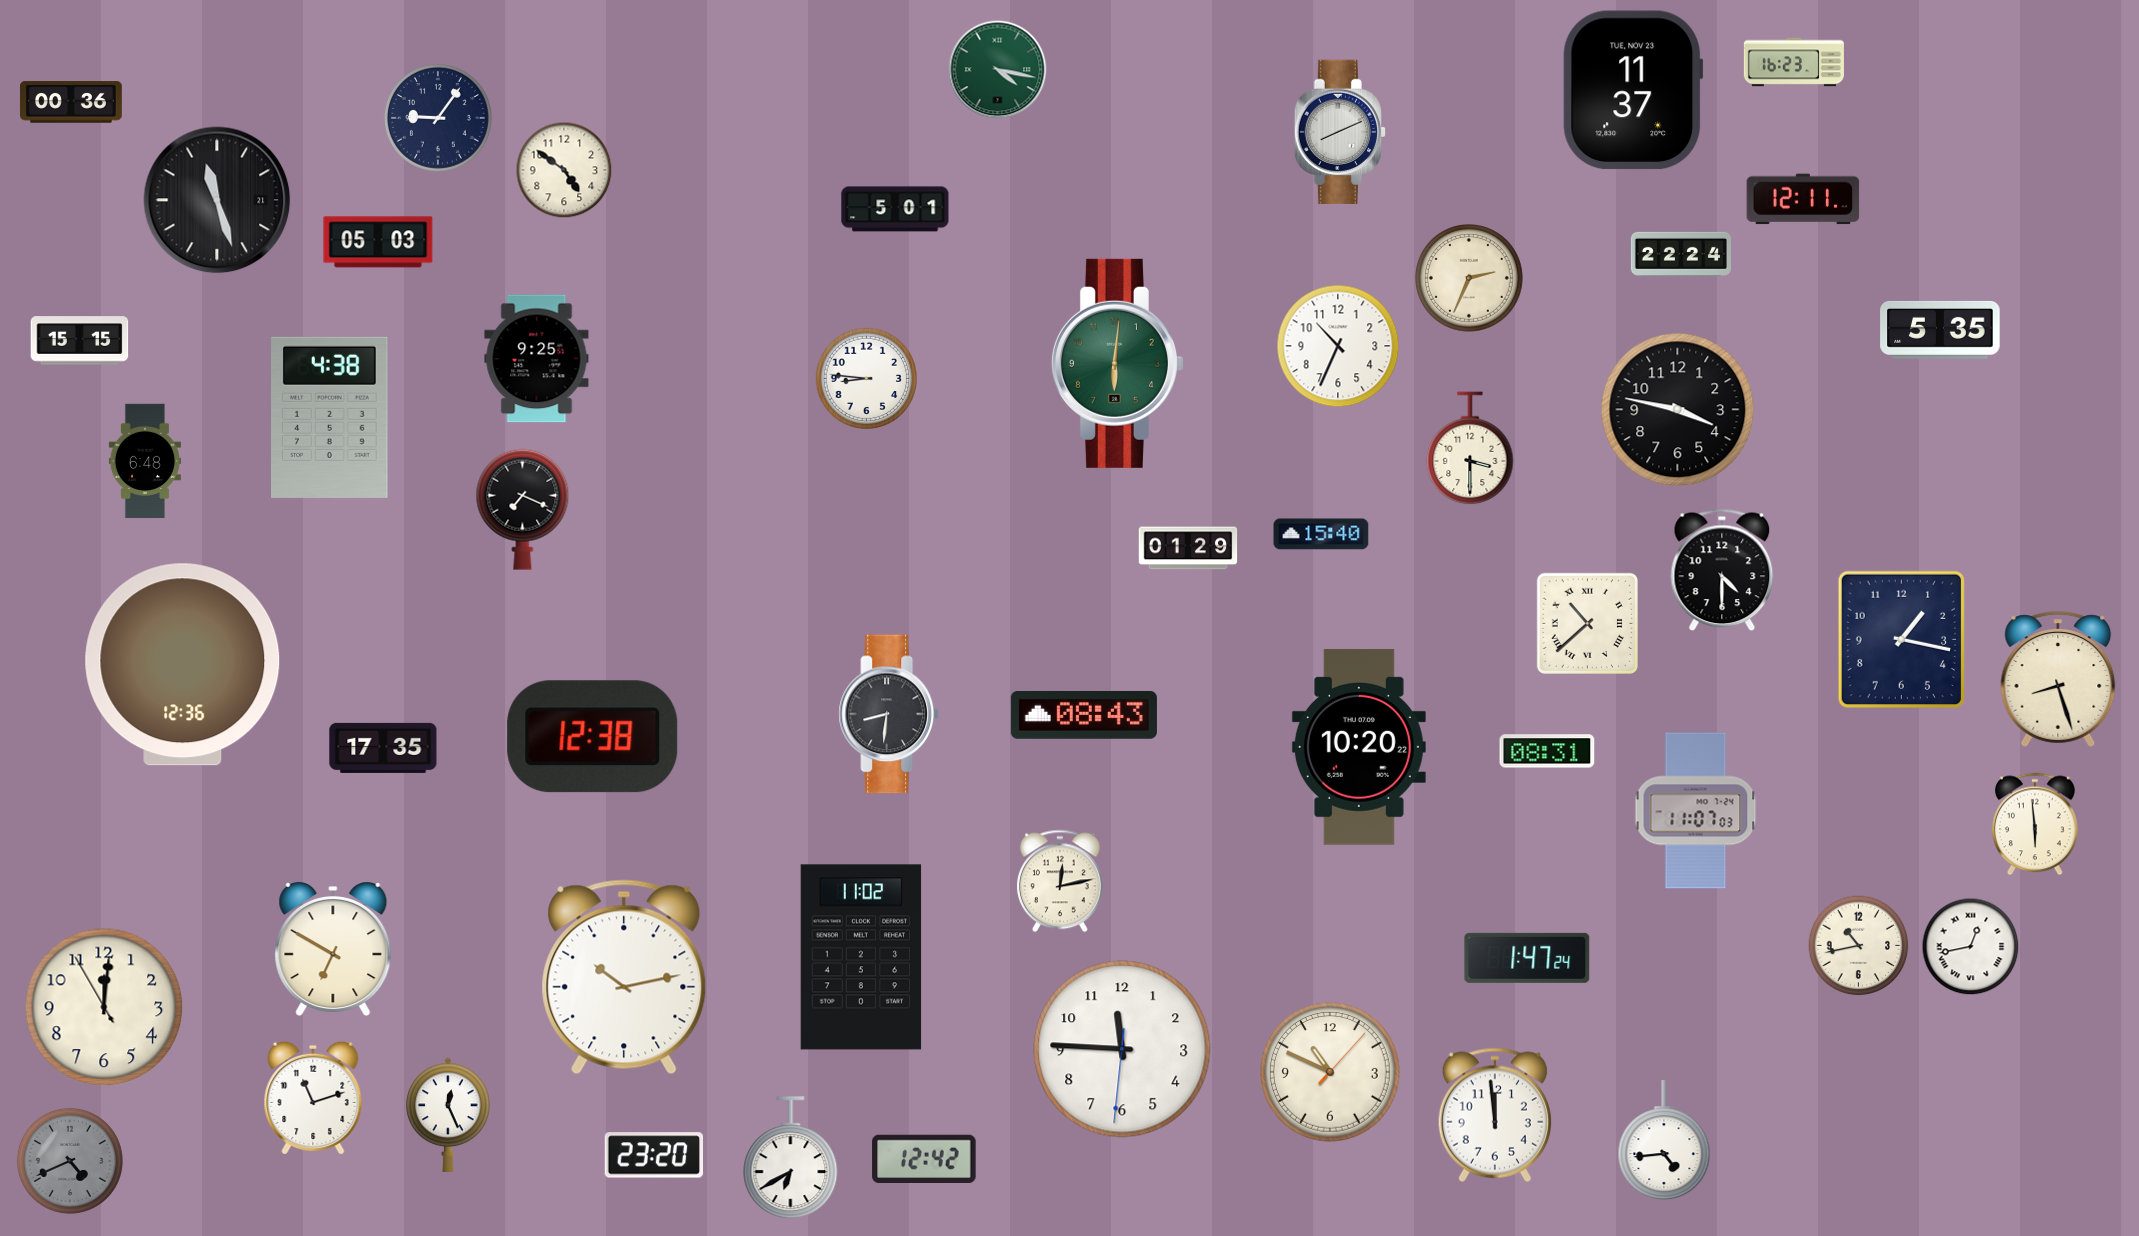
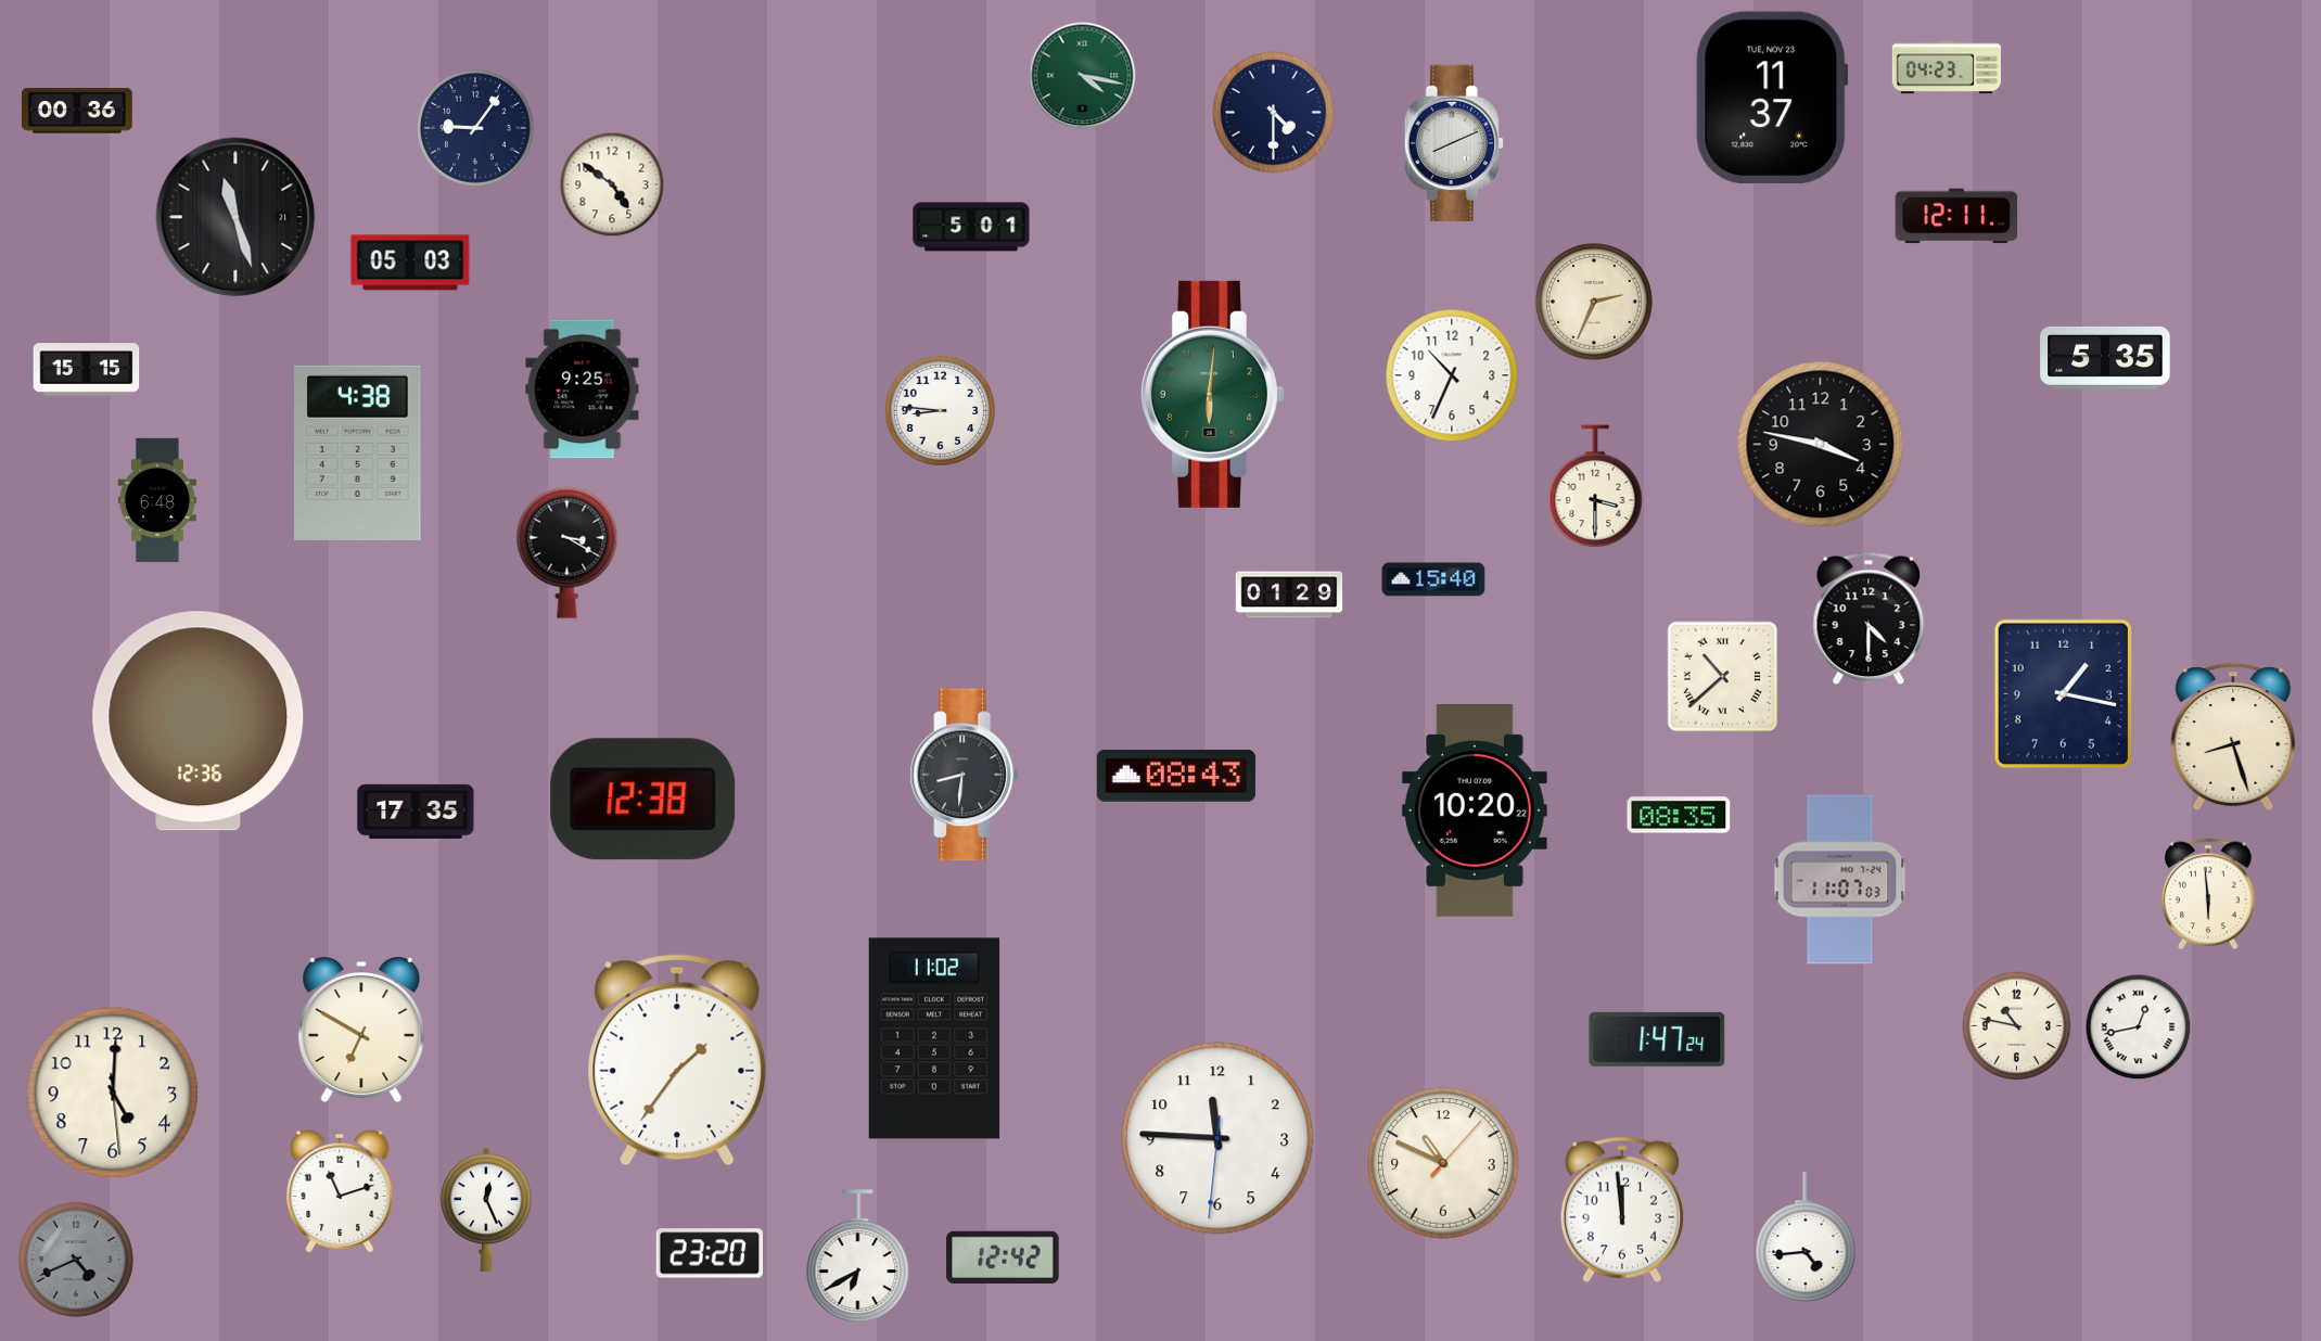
clock at (1794, 62): 16:23 -> 04:23
clock at (1274, 113): none -> 4:30
clock at (1681, 254): 22:24 -> none
clock at (523, 509): 7:19 -> 3:20
clock at (1547, 751): 08:31 -> 08:35
clock at (1060, 881): 12:13 -> none
clock at (1859, 946): 10:43 -> 10:47
clock at (624, 977): 10:13 -> 1:36
clock at (104, 1007): 12:00 -> 5:00
